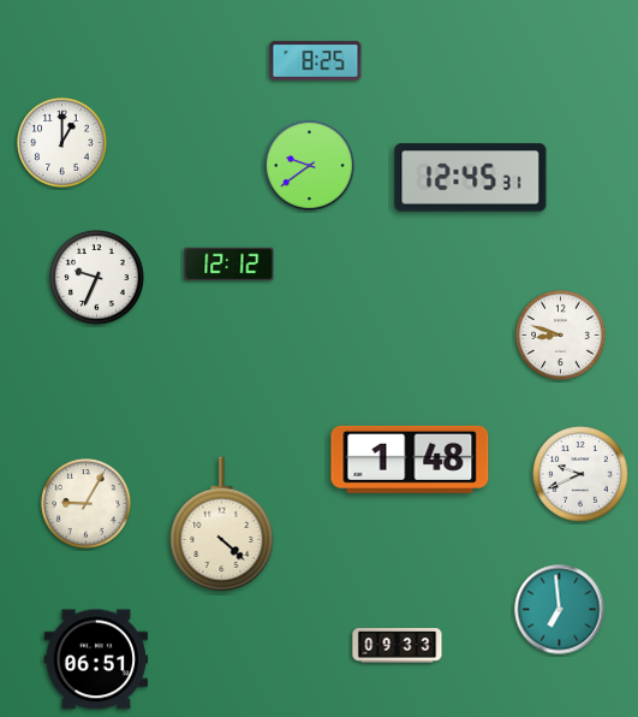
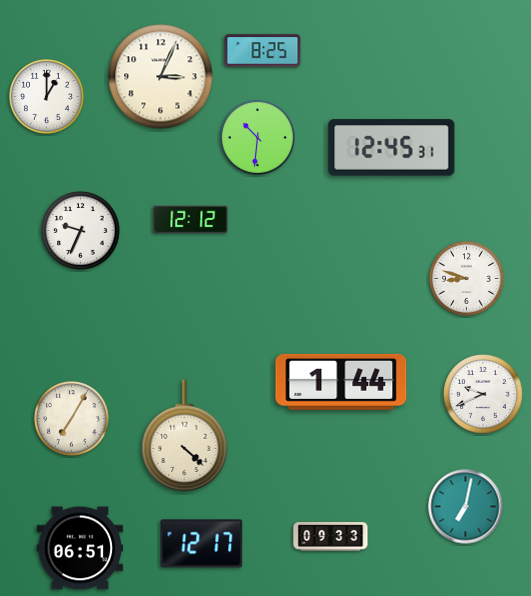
clock at (161, 77): none -> 3:04
clock at (62, 143) position: (62, 143) -> (47, 97)
clock at (310, 166): 9:39 -> 10:31
clock at (410, 460): 1:48 -> 1:44
clock at (87, 504): 9:05 -> 7:05
clock at (560, 610): 6:59 -> 7:02
clock at (202, 544): none -> 12:17
